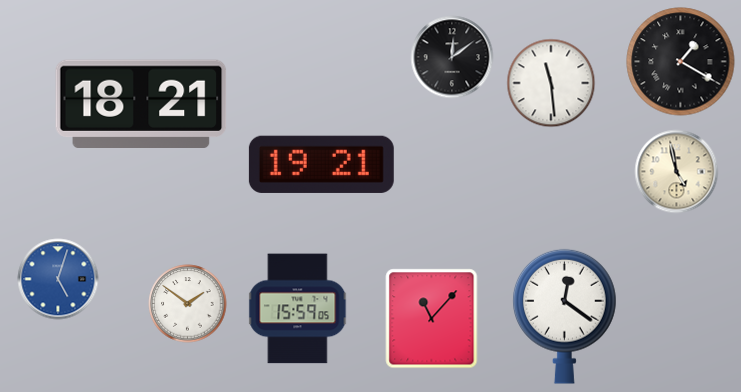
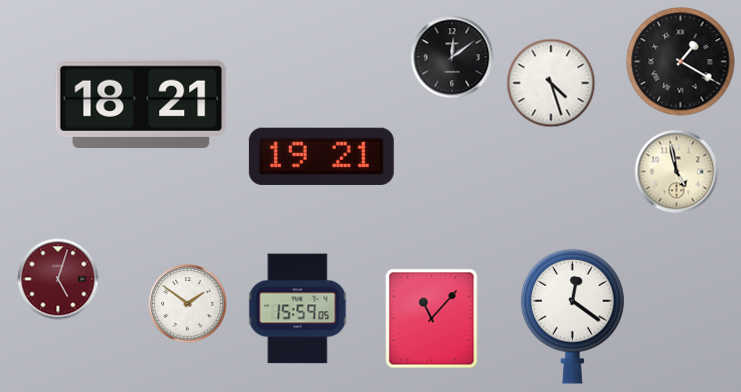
clock at (551, 83): 11:29 -> 4:27
clock at (321, 164) position: (321, 164) -> (321, 156)
clock at (58, 279) dial: blue -> burgundy
clock at (565, 316) position: (565, 316) -> (573, 316)
